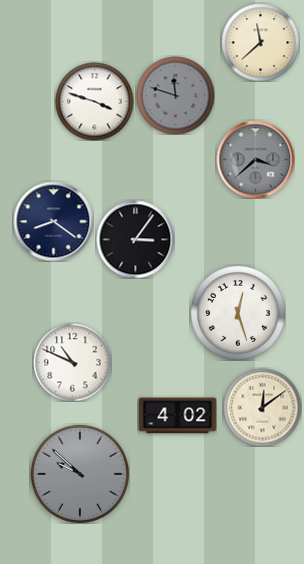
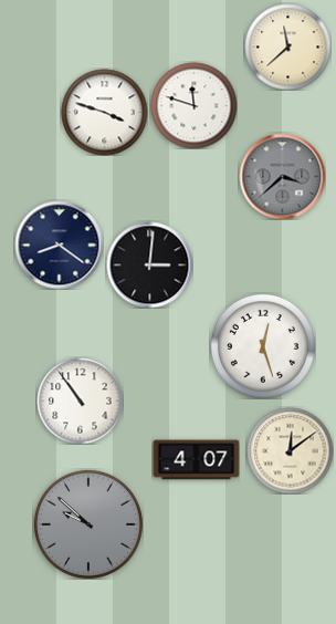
clock at (175, 95) dial: grey -> white
clock at (135, 239): 3:06 -> 3:01
clock at (72, 362): 10:49 -> 10:54
clock at (177, 416): 4:02 -> 4:07
